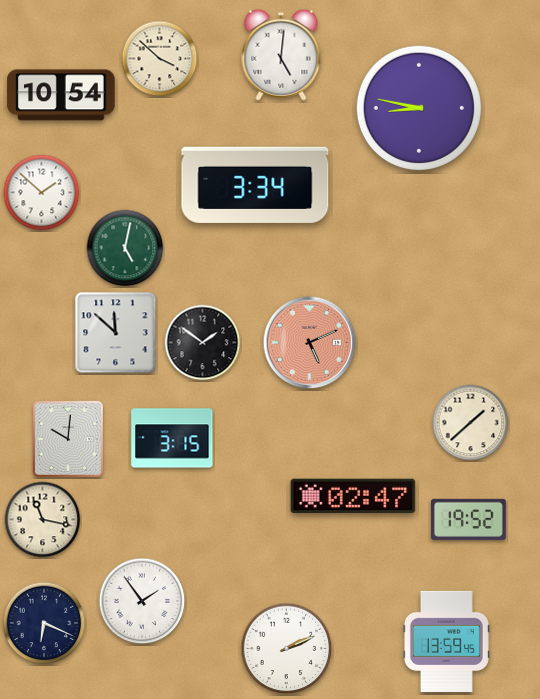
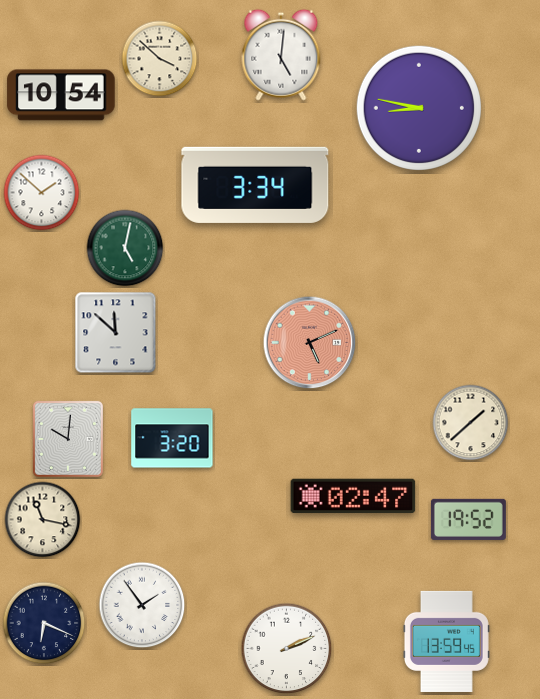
clock at (203, 343): 1:51 -> none
clock at (172, 438): 3:15 -> 3:20
clock at (142, 601) position: (142, 601) -> (142, 605)
